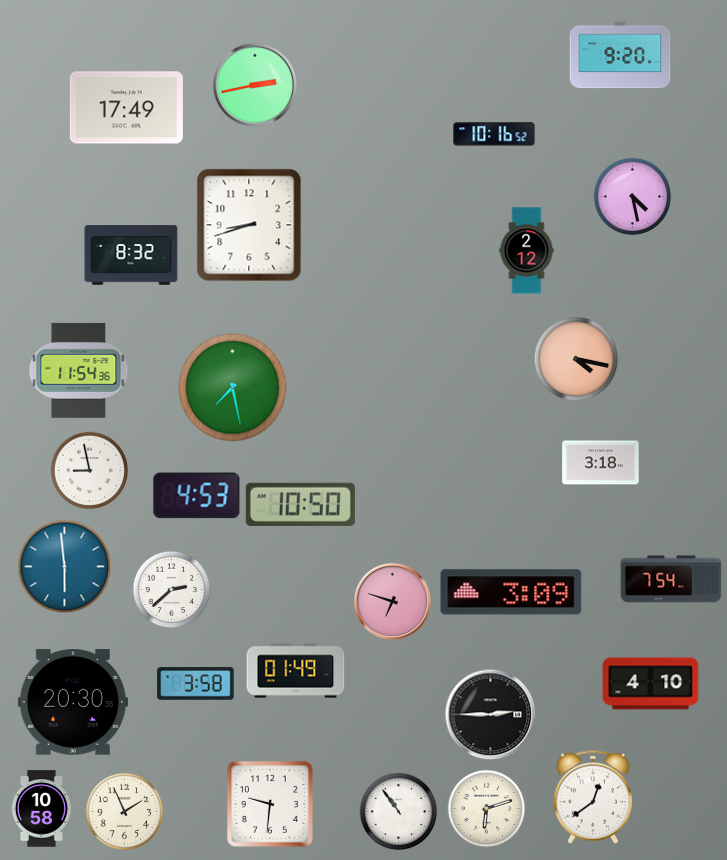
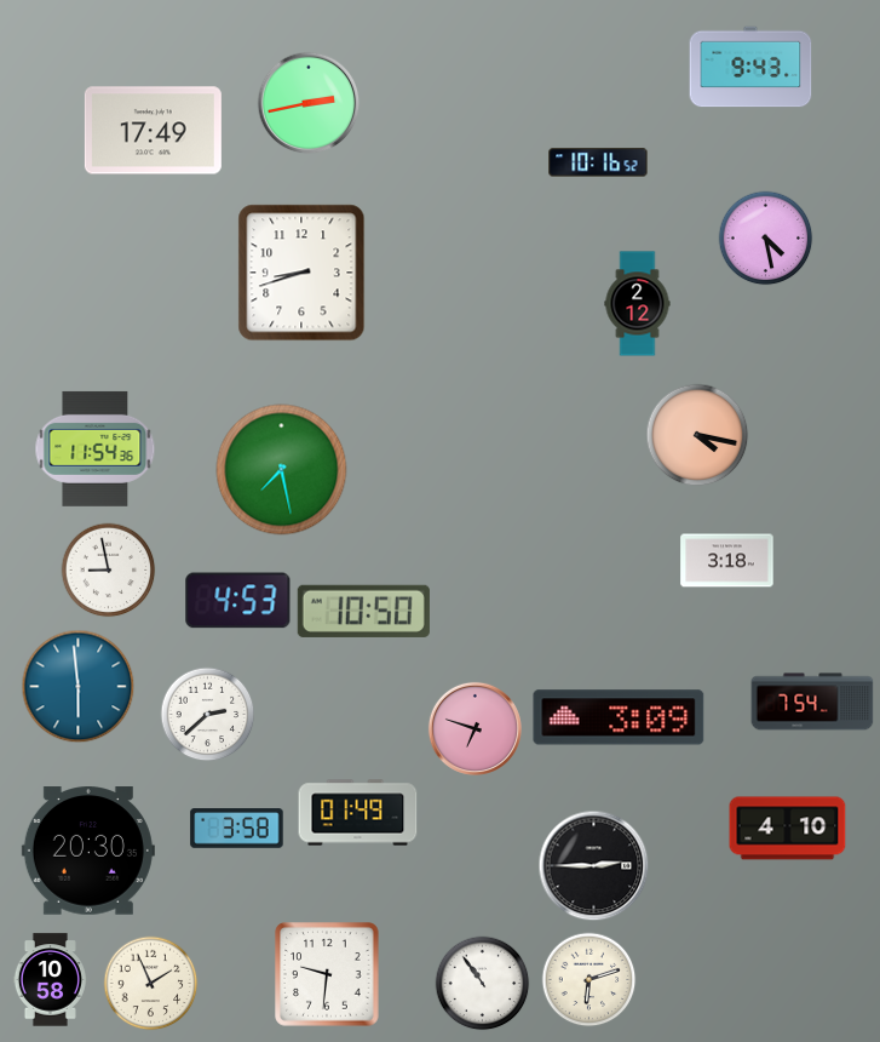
clock at (620, 55): 9:20 -> 9:43
clock at (131, 255): 8:32 -> none
clock at (593, 797): 12:39 -> none
